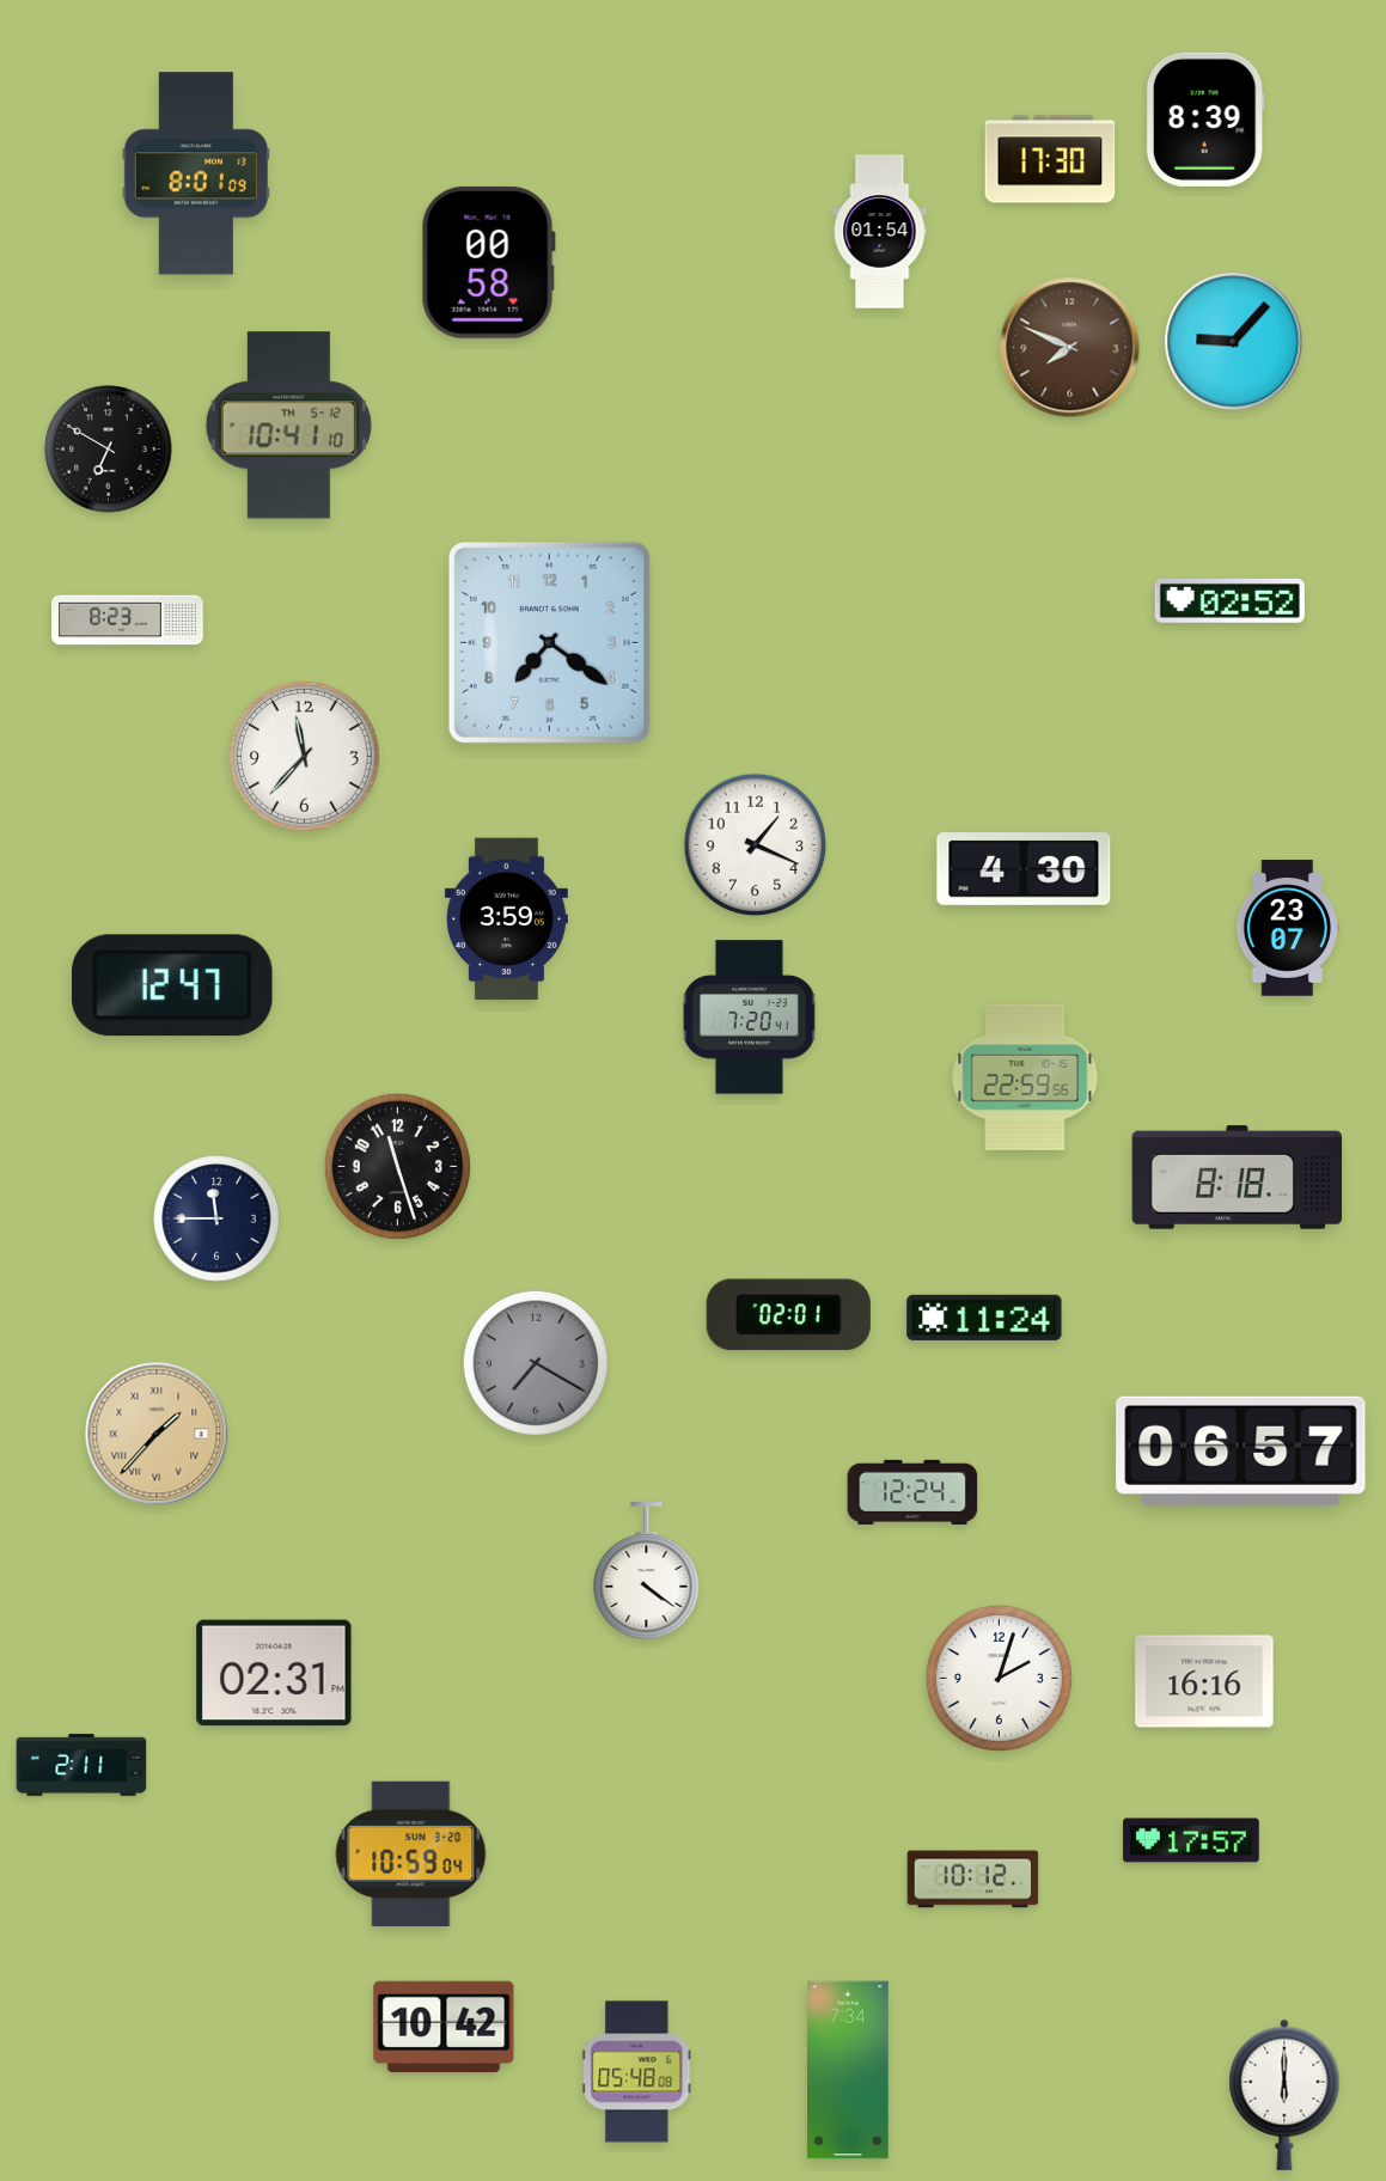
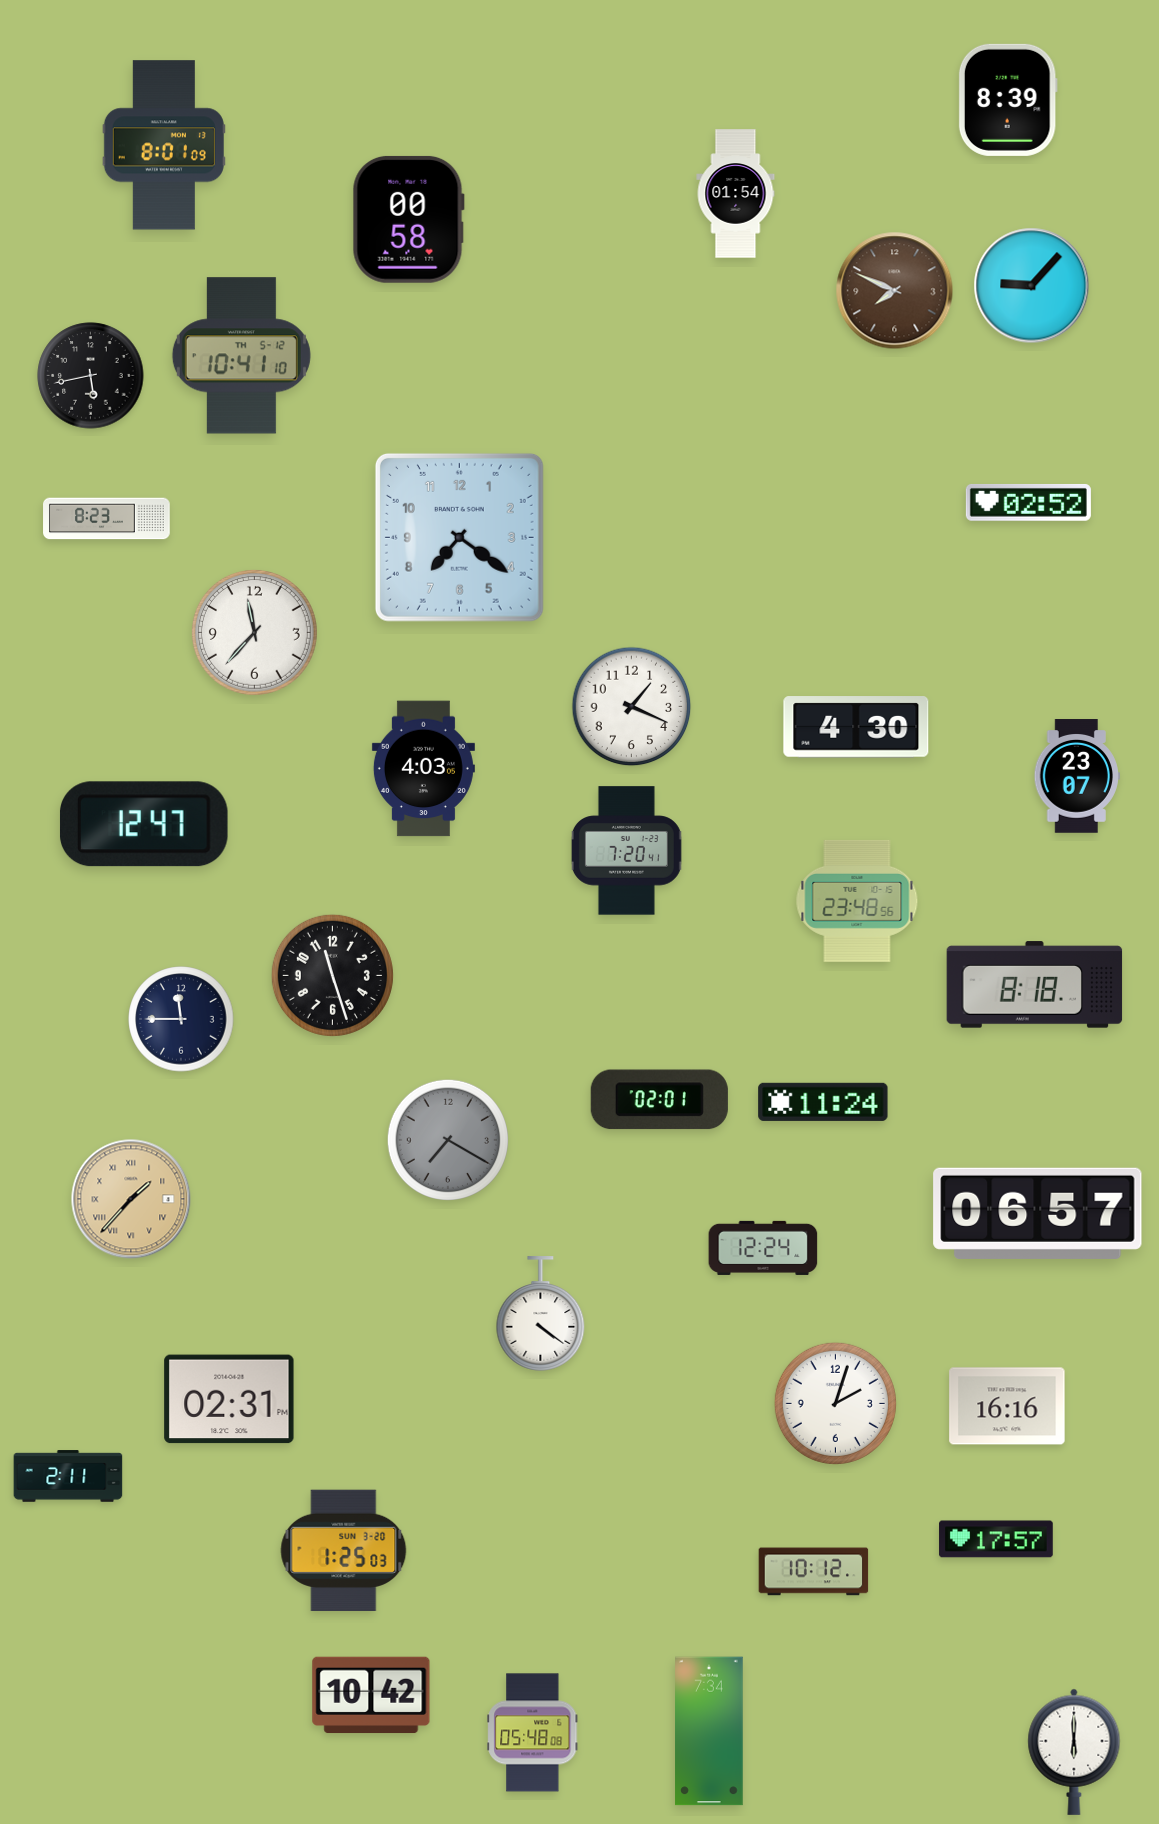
clock at (1050, 159): 17:30 -> none
clock at (109, 450): 6:50 -> 5:43
clock at (506, 920): 3:59 -> 4:03
clock at (1025, 1077): 22:59 -> 23:48
clock at (411, 1853): 10:59 -> 1:25
